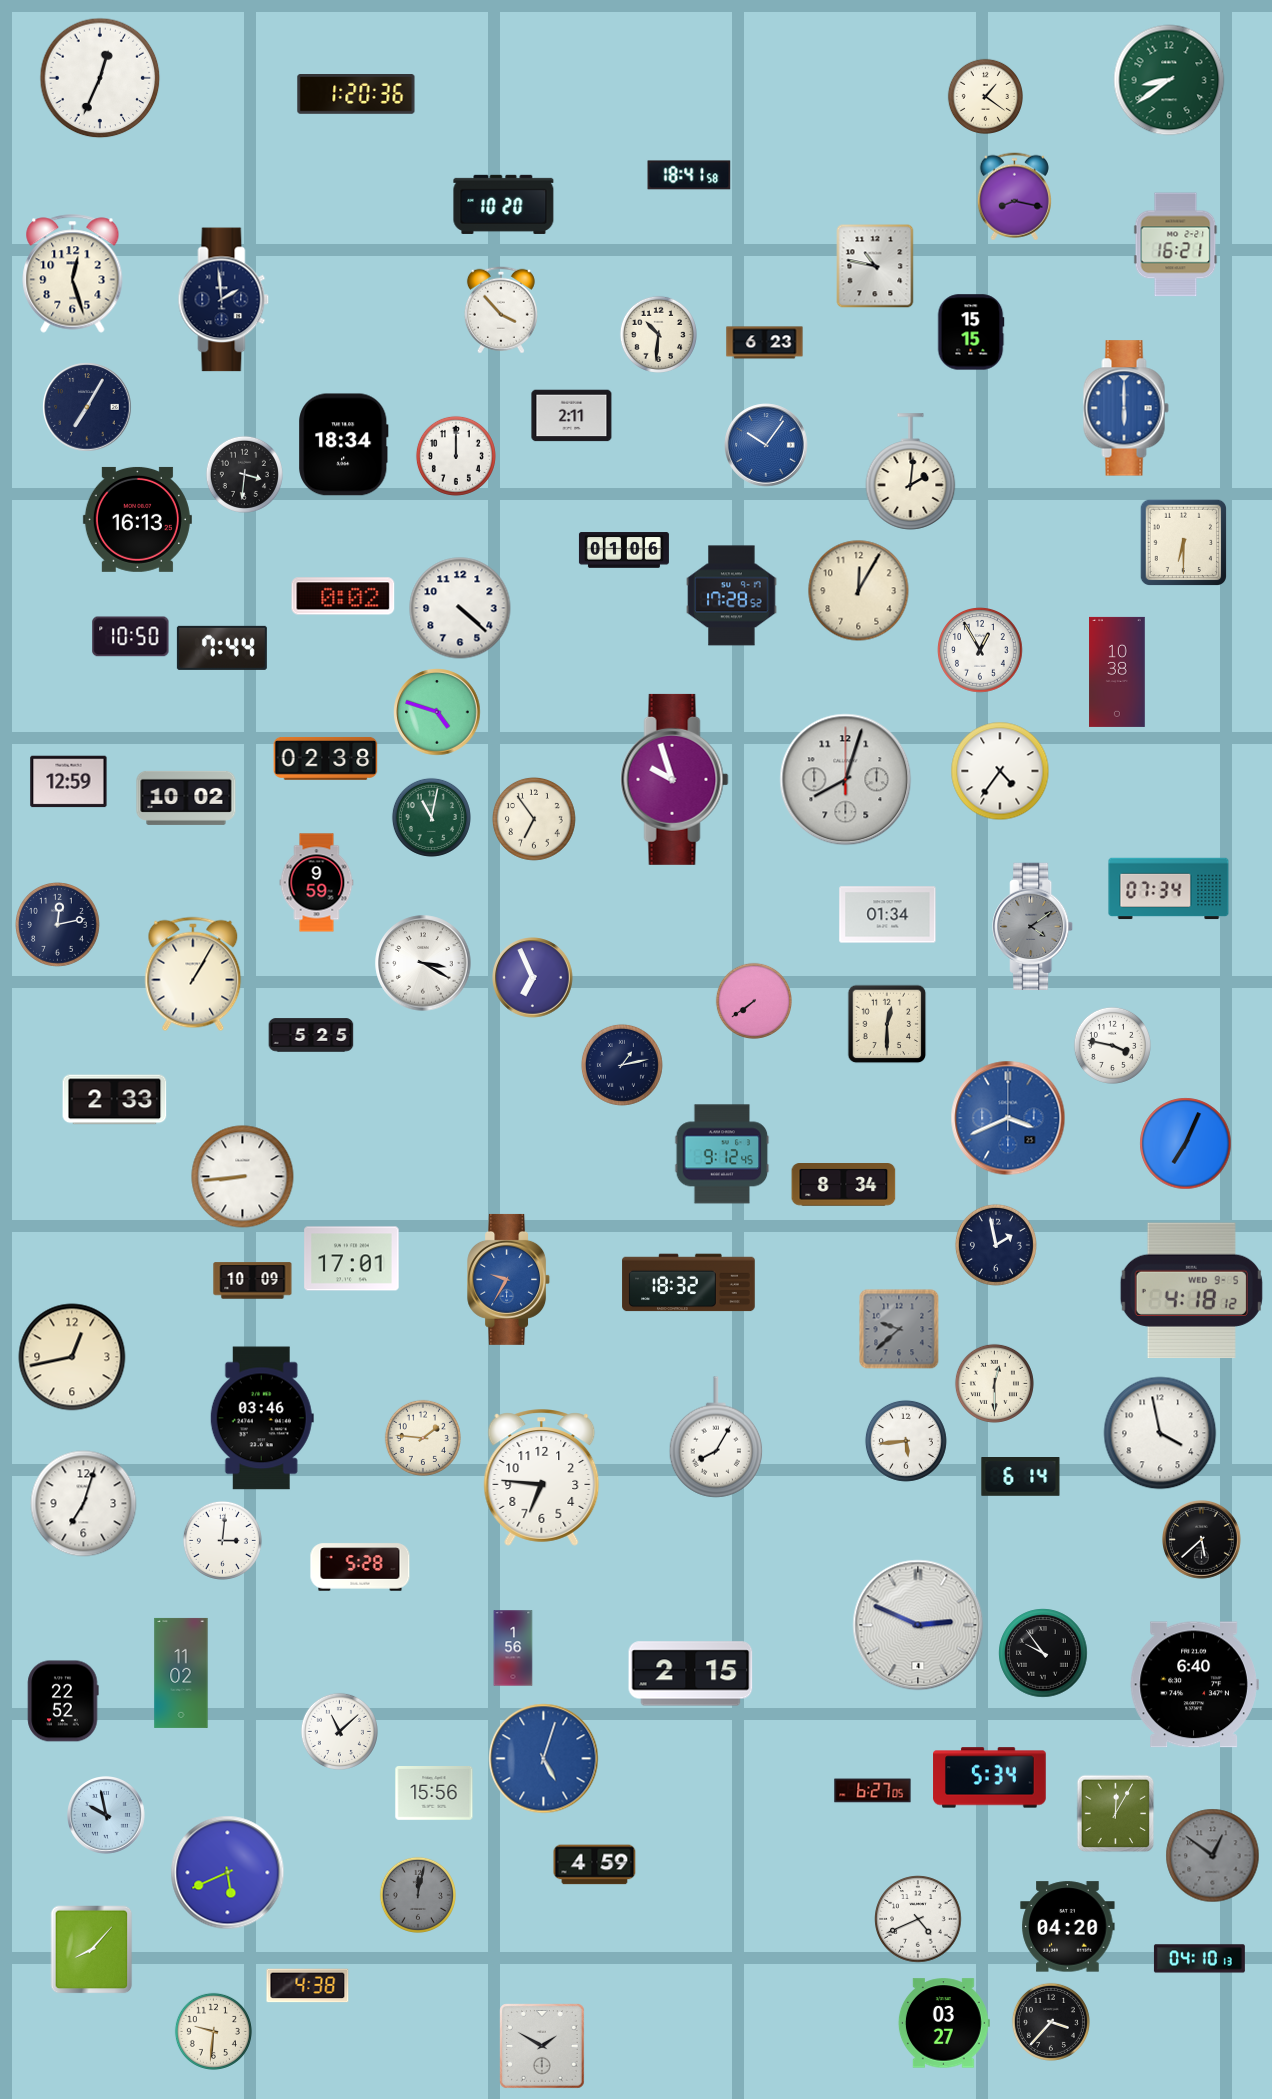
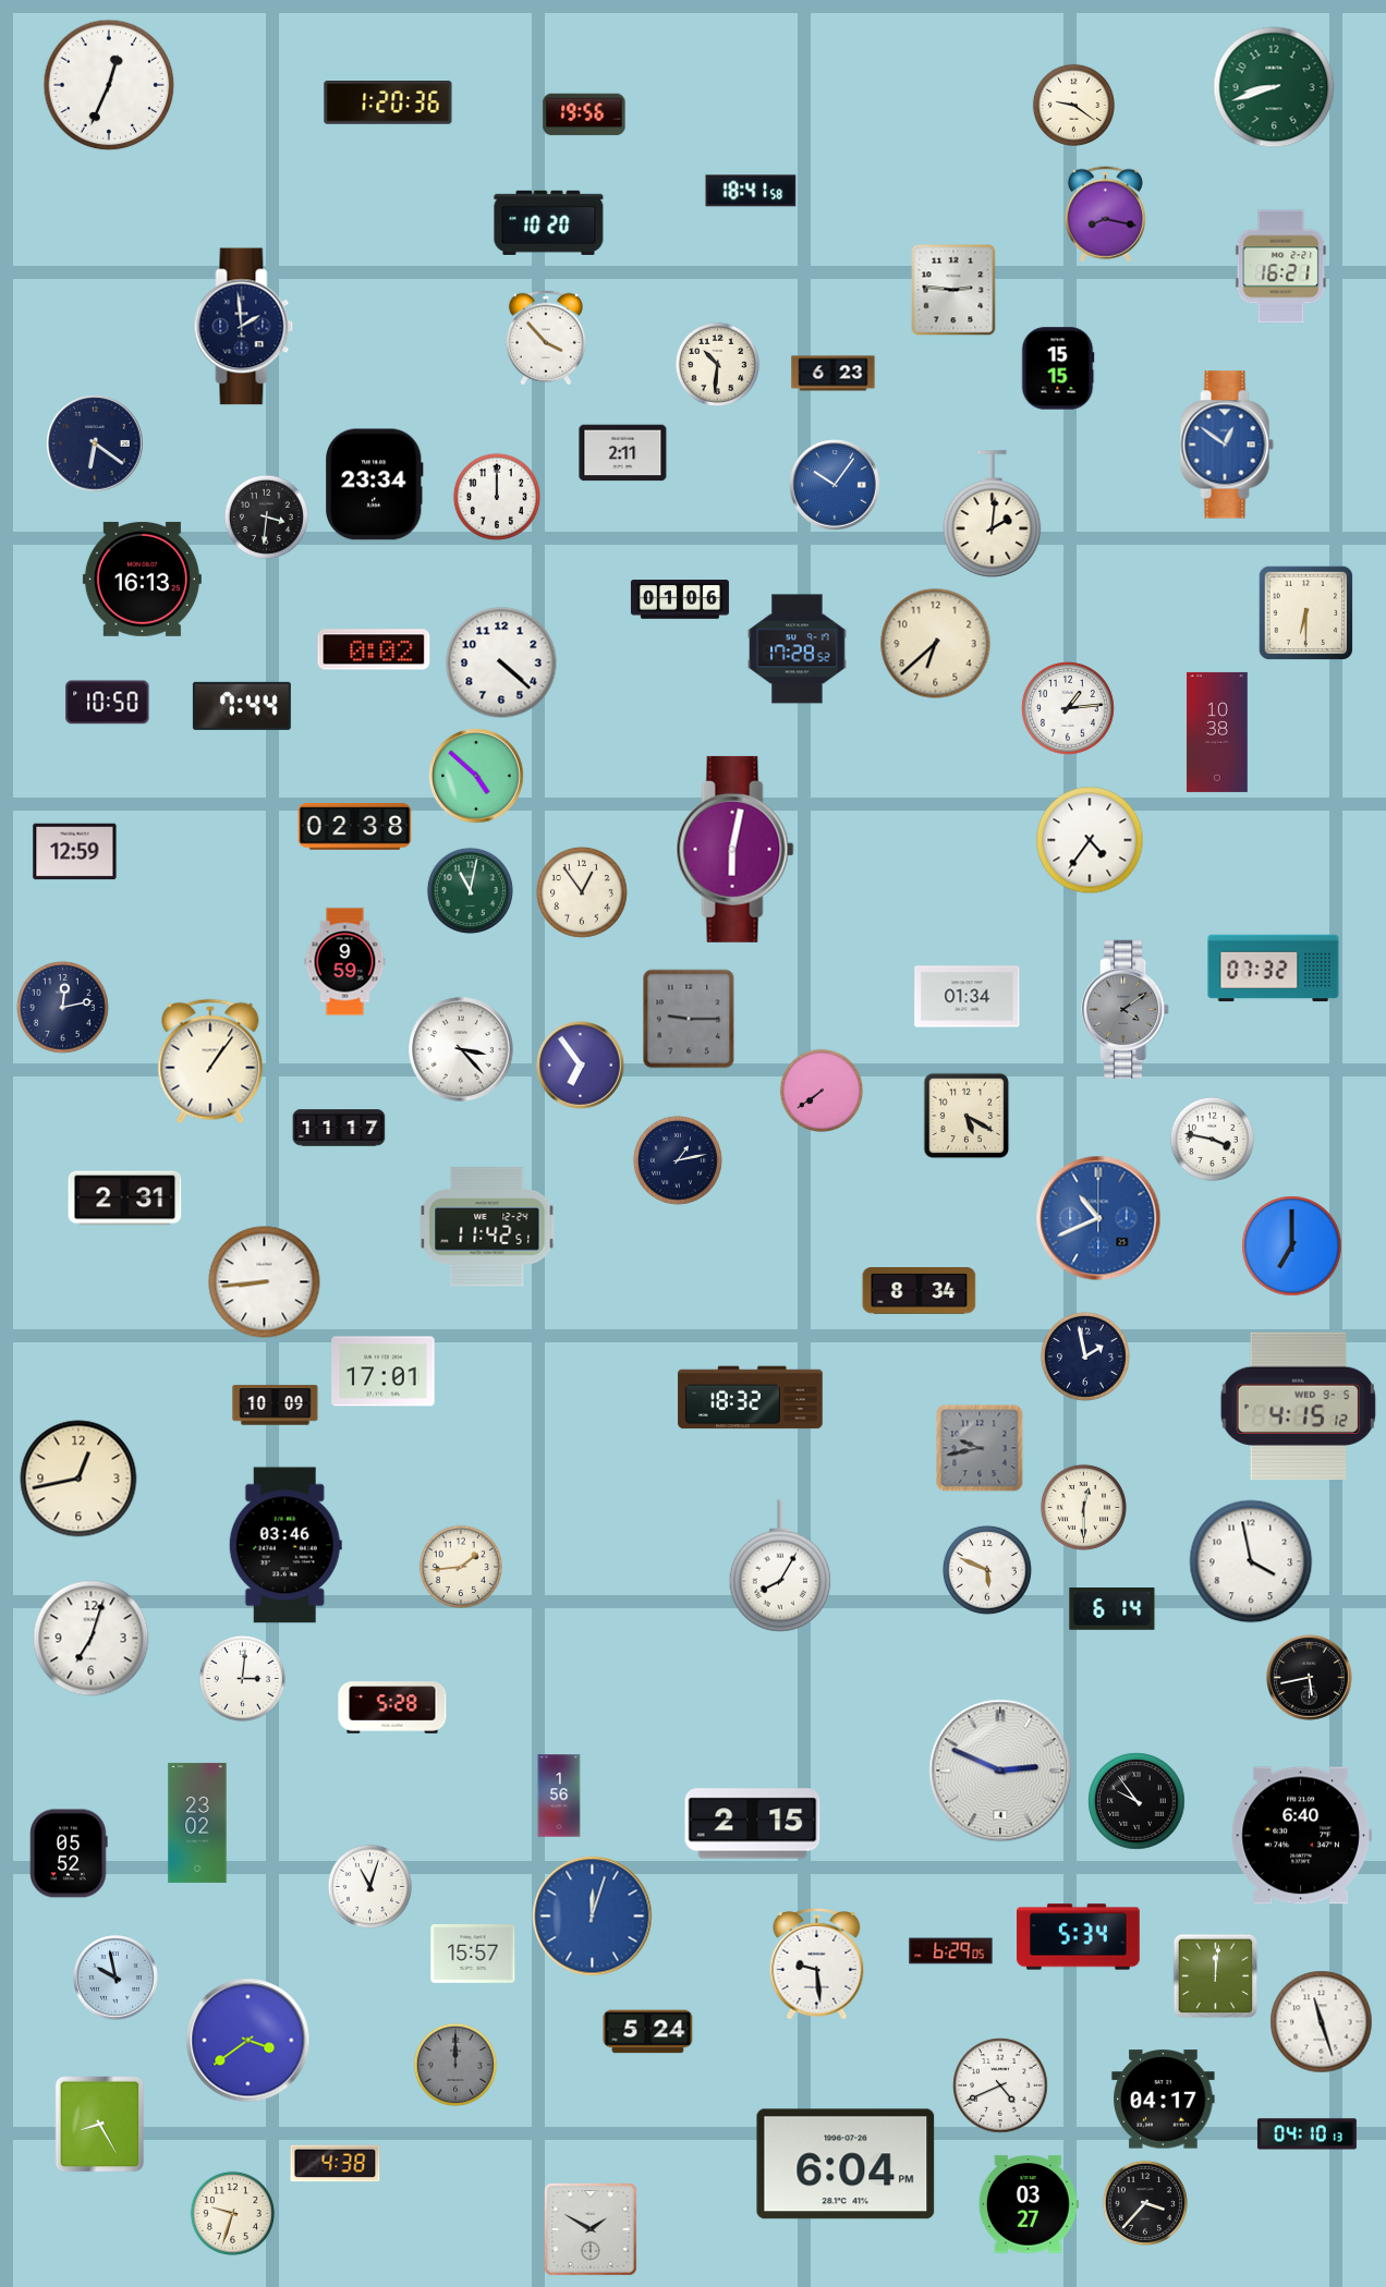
clock at (1169, 80): 8:39 -> 8:42
clock at (985, 96): 1:21 -> 9:21
clock at (584, 114): none -> 19:56
clock at (875, 266): 10:47 -> 2:46
clock at (73, 274): 12:27 -> none
clock at (971, 332) position: (971, 332) -> (1058, 368)
clock at (87, 407): 7:05 -> 6:21
clock at (1126, 408): 6:00 -> 12:51
clock at (344, 445): 18:34 -> 23:34
clock at (137, 519) position: (137, 519) -> (142, 579)
clock at (1184, 543) position: (1184, 543) -> (1306, 613)
clock at (859, 591): 12:05 -> 6:38
clock at (131, 637) position: (131, 637) -> (108, 703)
clock at (981, 651): 12:55 -> 1:14
clock at (437, 712): 4:48 -> 4:52
clock at (675, 779): 9:57 -> 6:02
clock at (846, 780): 8:03 -> none
clock at (186, 798): 10:02 -> none
clock at (534, 819): 6:54 -> 12:54
clock at (1169, 889): 07:34 -> 07:32
clock at (689, 1019): none -> 9:15
clock at (423, 963): 3:20 -> 3:23
clock at (193, 974): 1:05 -> 1:06
clock at (533, 978): 6:56 -> 6:54
clock at (887, 1024): 12:30 -> 5:20
clock at (311, 1035): 5:25 -> 11:17
clock at (115, 1100): 2:33 -> 2:31
clock at (1008, 1118): 3:41 -> 10:41
clock at (487, 1227): none -> 11:42
clock at (1186, 1144): 7:04 -> 7:00
clock at (722, 1154): 9:12 -> none
clock at (509, 1279): 9:35 -> none
clock at (253, 1281) position: (253, 1281) -> (276, 1406)
clock at (1191, 1291): 4:18 -> 4:15
clock at (899, 1329): 9:38 -> 9:43
clock at (1160, 1433) position: (1160, 1433) -> (1251, 1561)
clock at (422, 1437): 1:46 -> 1:44
clock at (906, 1441): 5:44 -> 5:49
clock at (542, 1478): 6:46 -> none
clock at (1202, 1540): 5:38 -> 5:43
clock at (181, 1673): 11:02 -> 23:02
clock at (63, 1701): 22:52 -> 05:52
clock at (339, 1731): 11:08 -> 11:03
clock at (544, 1759): 5:03 -> 12:03
clock at (873, 1791): 6:27 -> 6:29
clock at (434, 1794): 15:56 -> 15:57
clock at (817, 1963): none -> 9:29
clock at (1116, 1814): 12:05 -> 12:01
clock at (1213, 1856): 12:51 -> 11:27
clock at (1213, 1856) dial: grey -> white
clock at (595, 1865): 4:59 -> 5:24
clock at (228, 1873): 5:41 -> 3:39
clock at (417, 1894): 12:02 -> 12:00
clock at (918, 1919) position: (918, 1919) -> (1000, 2085)
clock at (1068, 1927): 04:20 -> 04:17
clock at (92, 1950): 8:07 -> 8:25
clock at (846, 2164): none -> 6:04
clock at (213, 2031): 9:31 -> 9:33
